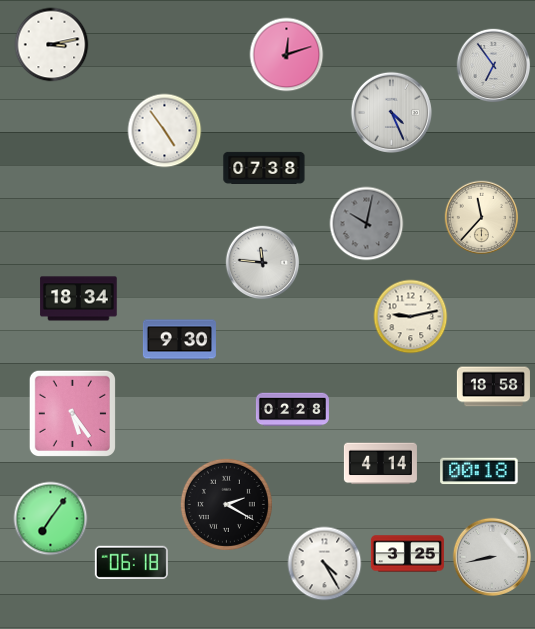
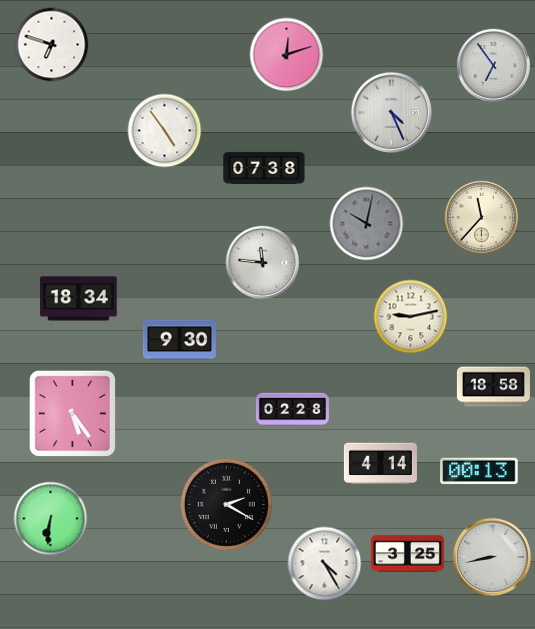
clock at (52, 45): 3:13 -> 6:48
clock at (479, 471): 00:18 -> 00:13
clock at (51, 519): 7:06 -> 6:31
clock at (131, 562): 06:18 -> none
